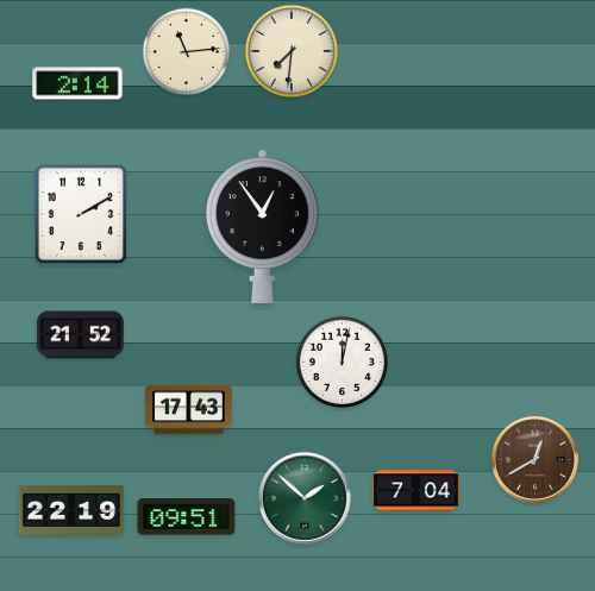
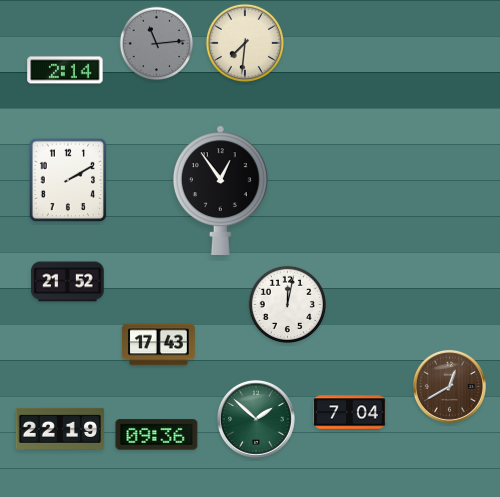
clock at (187, 52) dial: cream -> grey
clock at (187, 517): 09:51 -> 09:36
